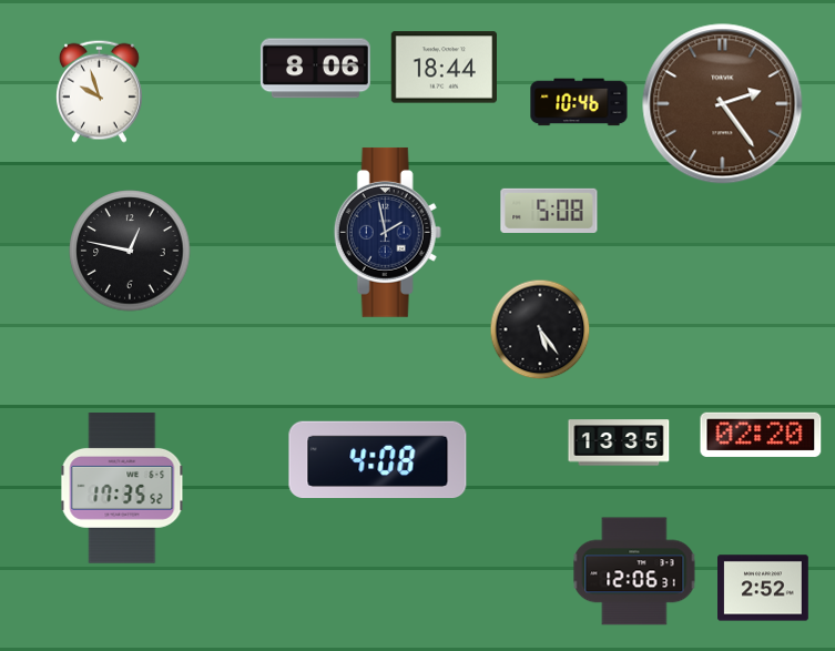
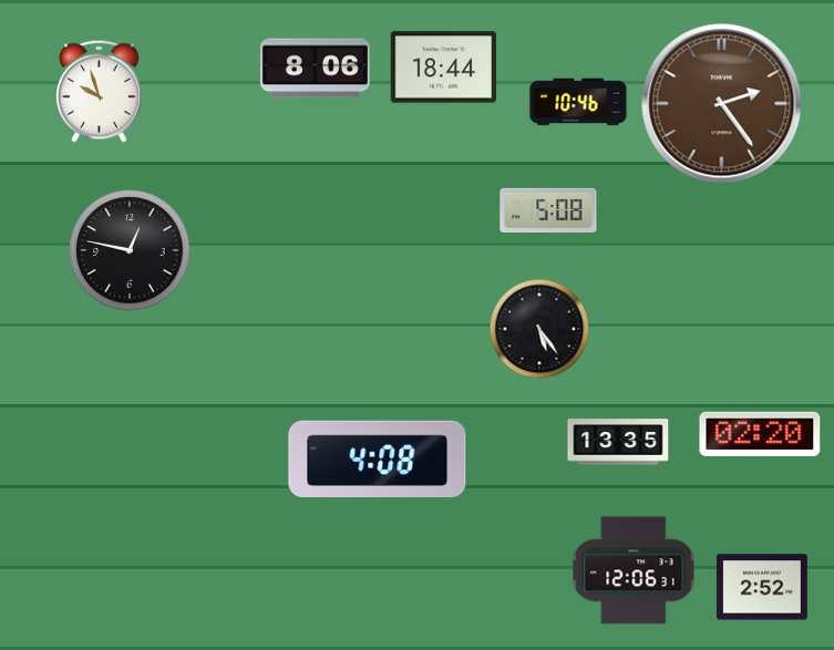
clock at (387, 232): 1:58 -> none
clock at (122, 489): 17:35 -> none
